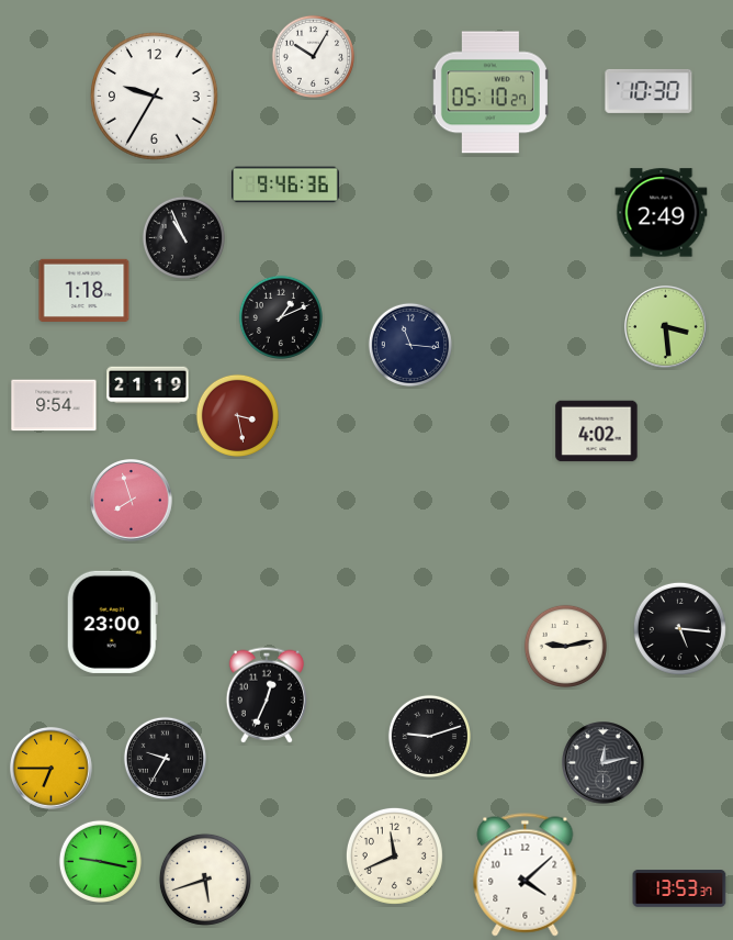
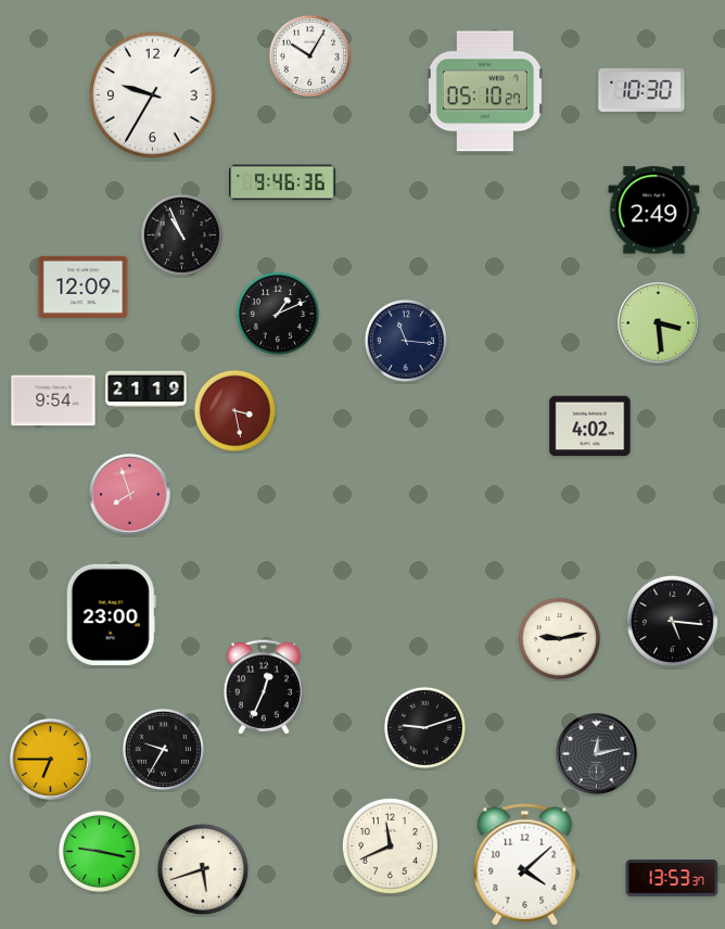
clock at (84, 290): 1:18 -> 12:09
clock at (148, 385) position: (148, 385) -> (147, 390)
clock at (526, 875) position: (526, 875) -> (525, 865)
